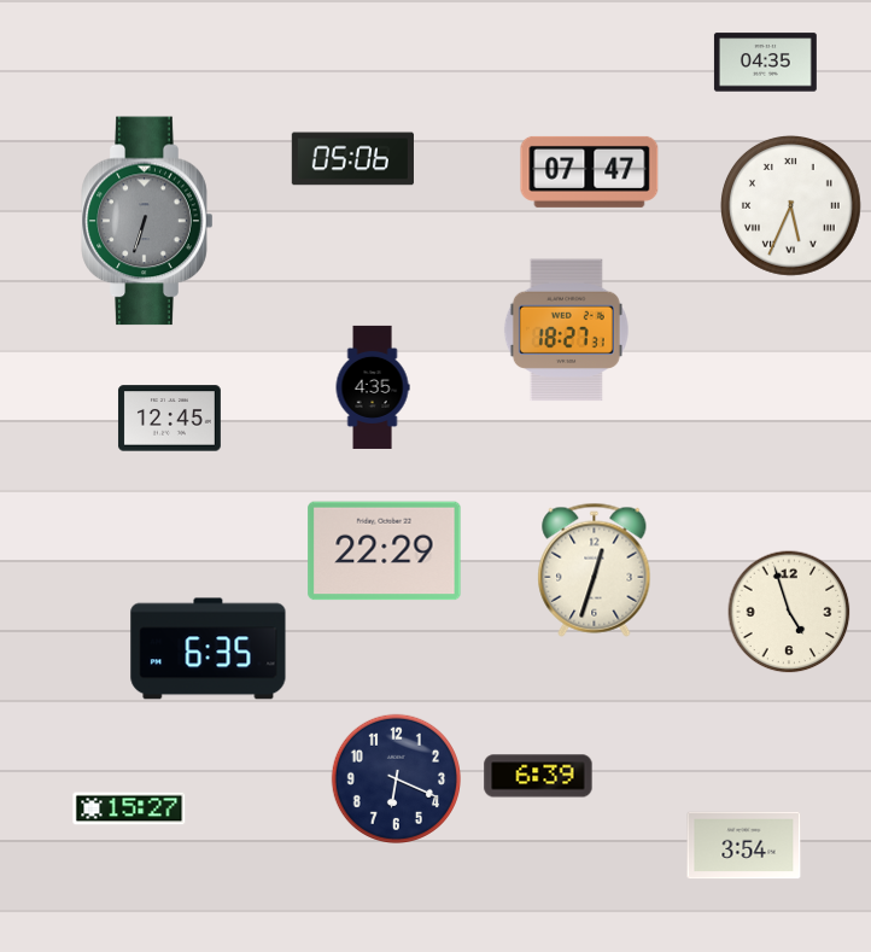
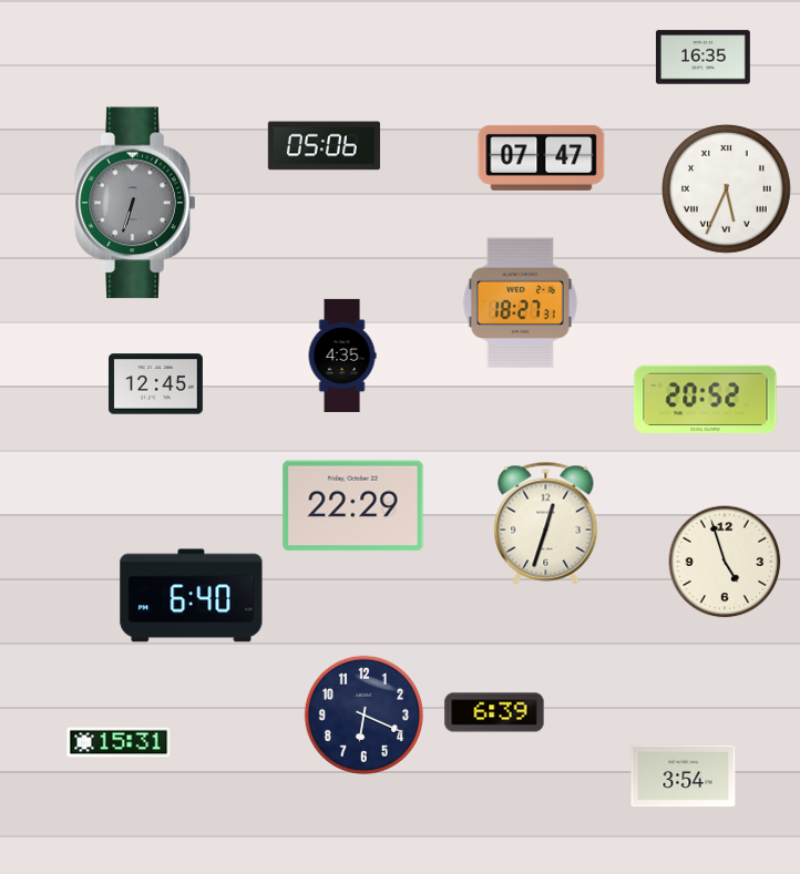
clock at (765, 63): 04:35 -> 16:35
clock at (706, 400): none -> 20:52
clock at (209, 649): 6:35 -> 6:40
clock at (129, 808): 15:27 -> 15:31
